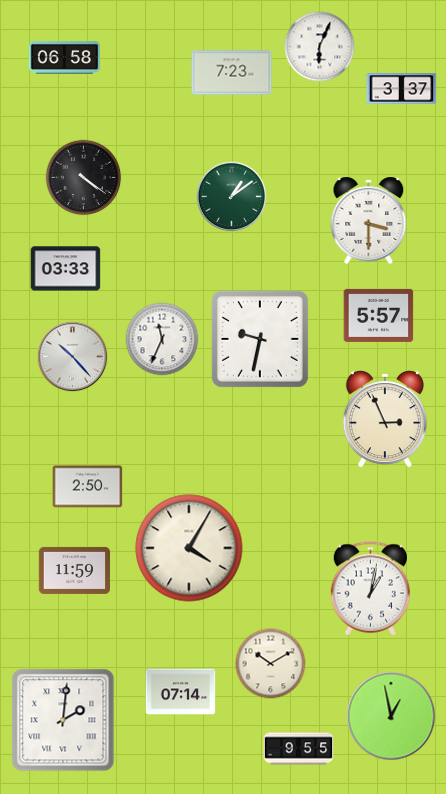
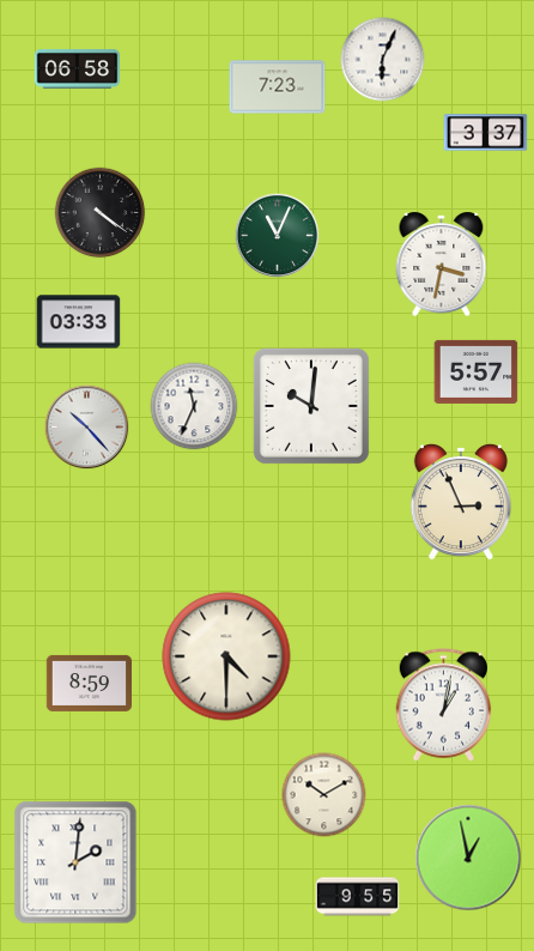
clock at (320, 47) position: (320, 47) -> (383, 60)
clock at (402, 89) position: (402, 89) -> (486, 133)
clock at (232, 197): 1:09 -> 11:04
clock at (369, 220): 3:30 -> 3:32
clock at (379, 315) position: (379, 315) -> (477, 371)
clock at (260, 339): 9:32 -> 10:01
clock at (88, 487): 2:50 -> none
clock at (189, 548): 4:05 -> 4:30
clock at (74, 570): 11:59 -> 8:59
clock at (181, 692): 07:14 -> none
